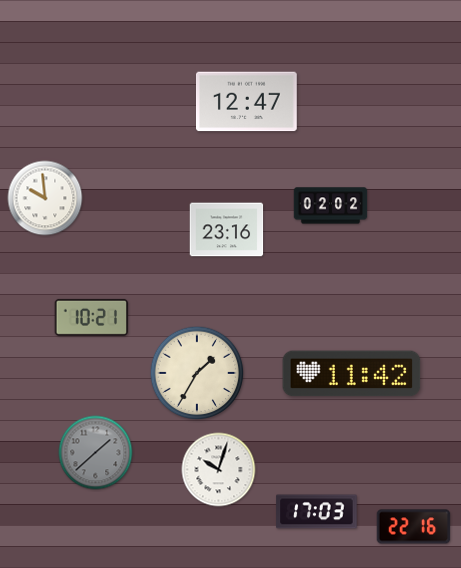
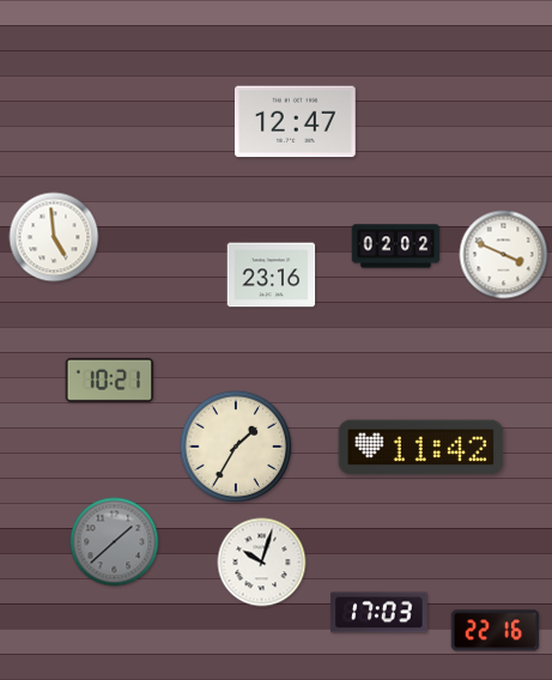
clock at (45, 198): 9:59 -> 4:59
clock at (504, 255): none -> 3:49
